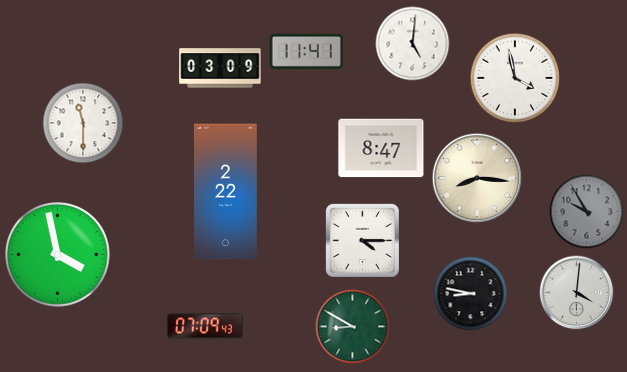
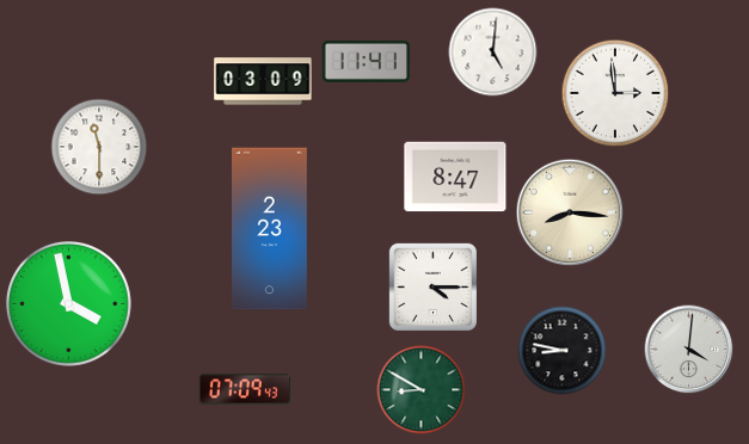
clock at (515, 78): 3:58 -> 2:59
clock at (226, 192): 2:22 -> 2:23
clock at (587, 212): 9:55 -> none
